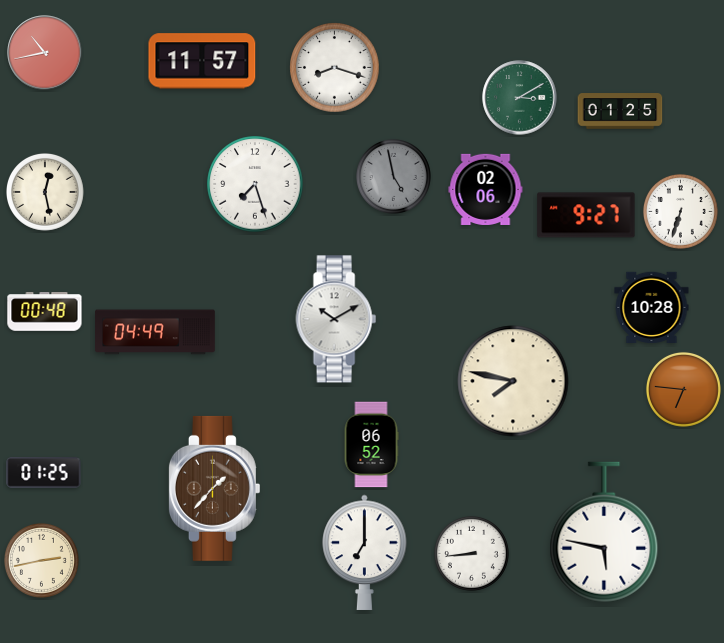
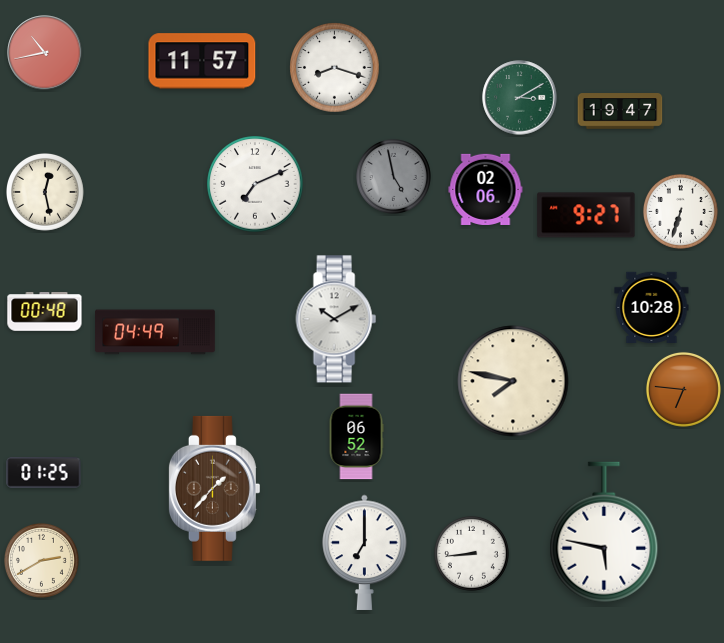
clock at (620, 111): 01:25 -> 19:47
clock at (255, 184): 7:27 -> 7:11
clock at (371, 445) position: (371, 445) -> (356, 437)
clock at (41, 560): 2:43 -> 2:40
